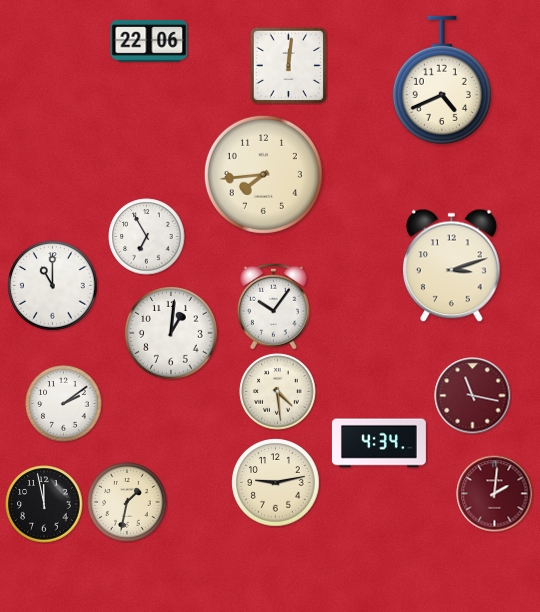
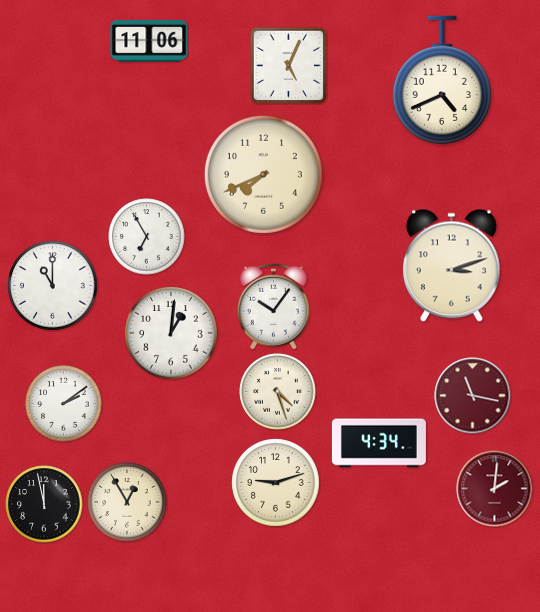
clock at (149, 42): 22:06 -> 11:06
clock at (288, 65): 12:01 -> 5:04
clock at (263, 174): 7:44 -> 7:41
clock at (278, 392): 4:29 -> 4:27
clock at (276, 483): 9:13 -> 9:12
clock at (495, 494) position: (495, 494) -> (495, 489)
clock at (127, 502): 1:32 -> 12:55
